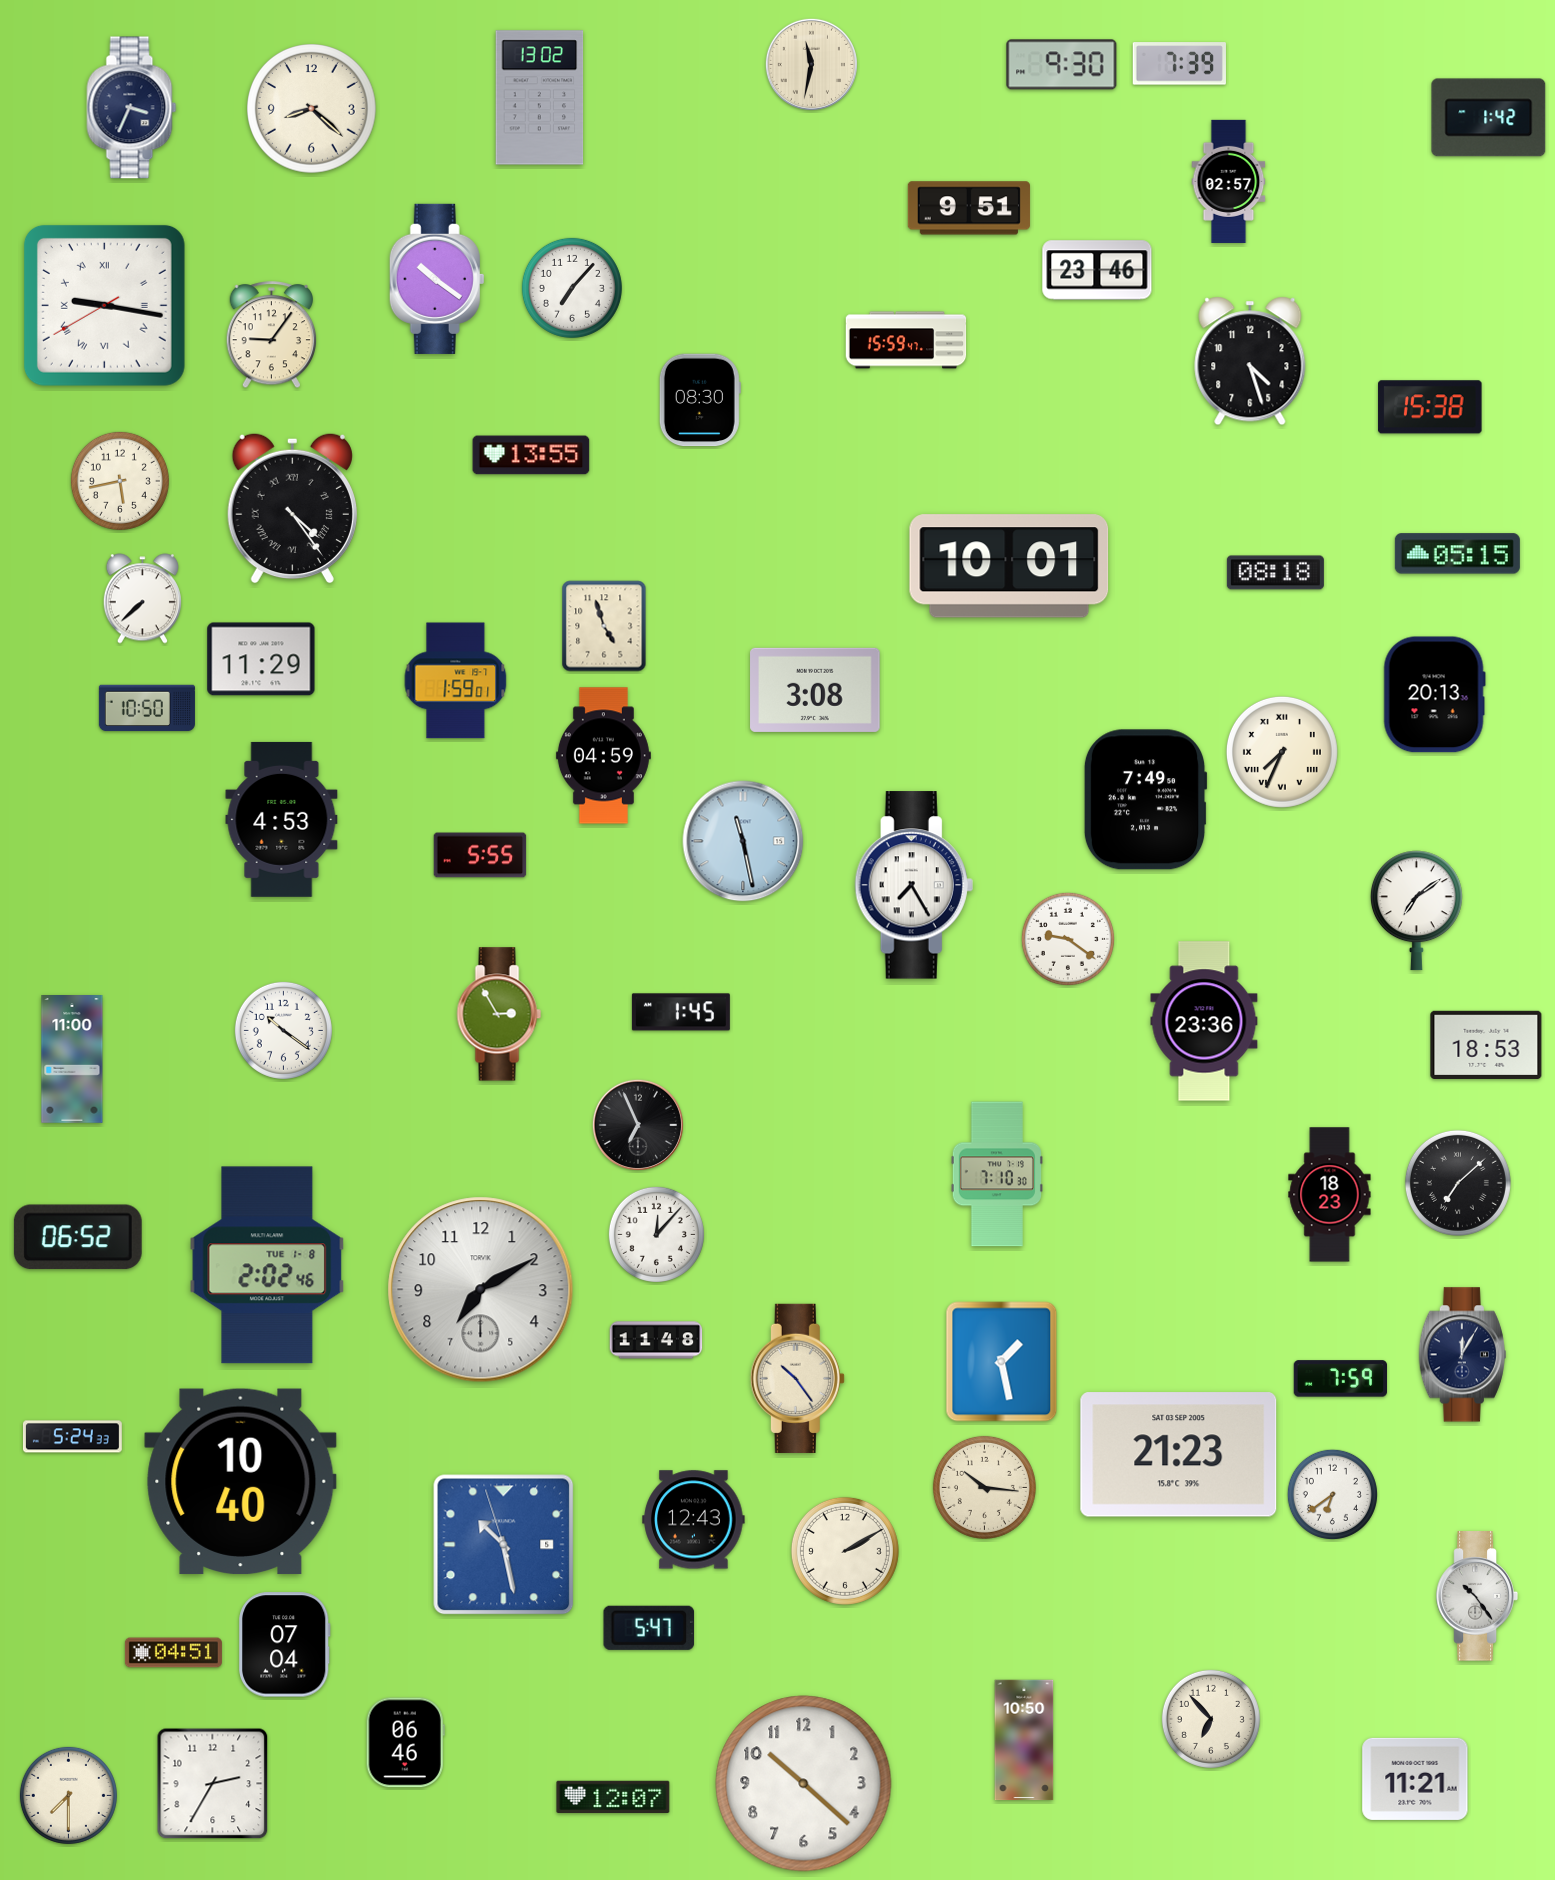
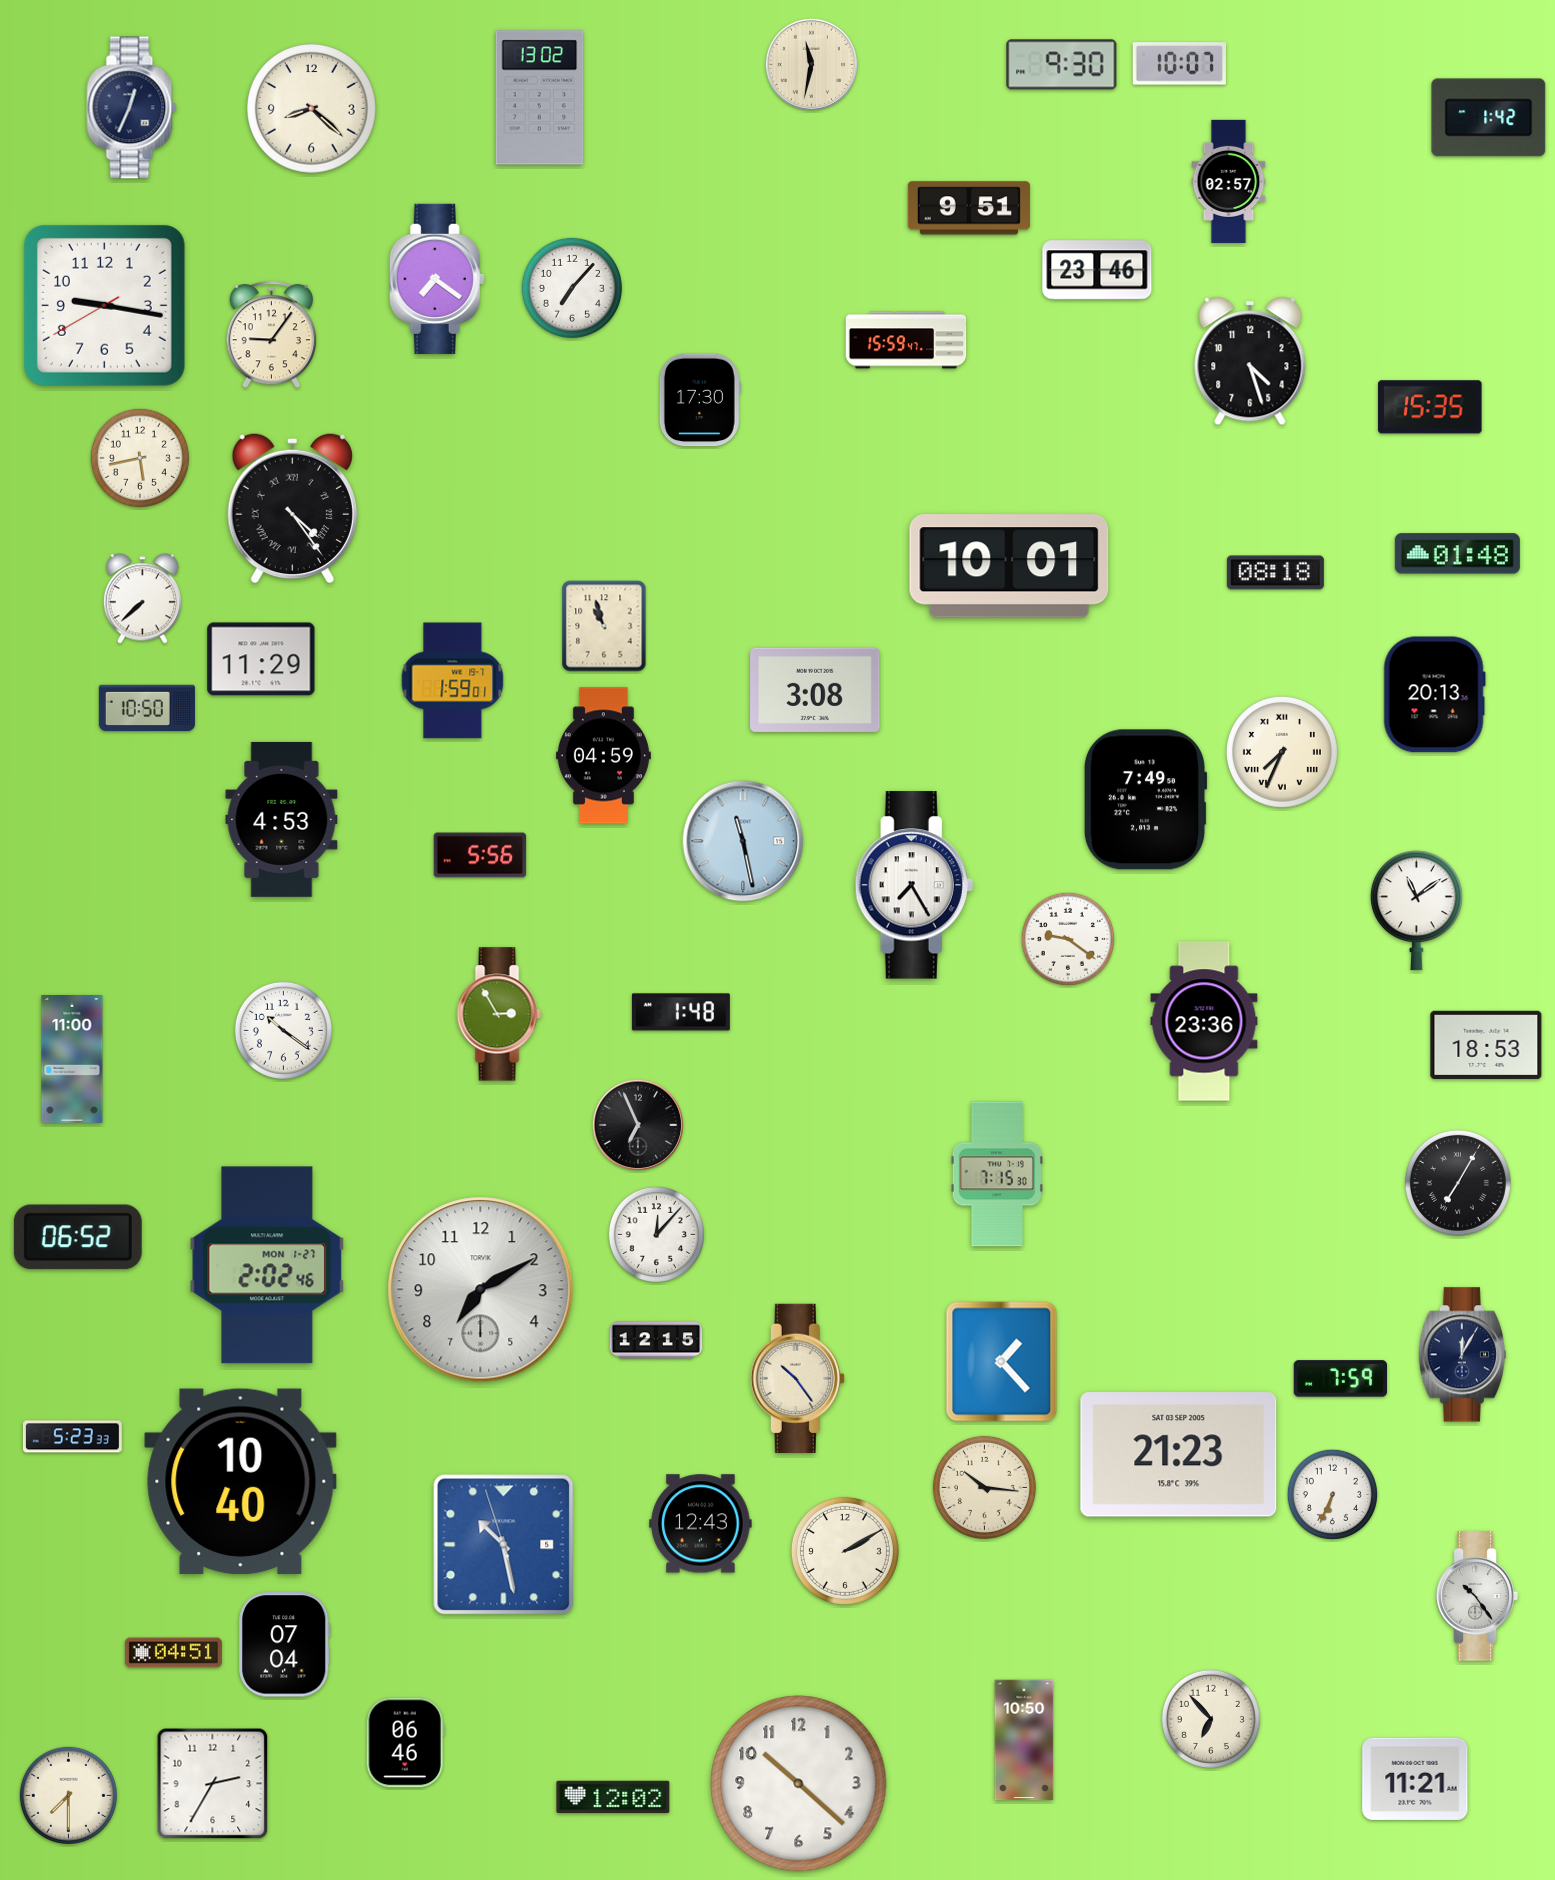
clock at (1179, 64): 7:39 -> 10:07
clock at (132, 108): 3:34 -> 12:34
clock at (437, 279): 10:21 -> 7:21
clock at (104, 305) numerals: Roman -> Arabic
clock at (700, 400): 08:30 -> 17:30
clock at (1430, 407): 15:38 -> 15:35
clock at (531, 455): 13:55 -> none
clock at (120, 481) position: (120, 481) -> (140, 458)
clock at (1457, 554): 05:15 -> 01:48
clock at (604, 626): 4:57 -> 10:57
clock at (456, 681) position: (456, 681) -> (453, 681)
clock at (480, 855): 5:55 -> 5:56
clock at (1416, 911): 7:09 -> 11:09
clock at (681, 1012): 1:45 -> 1:48
clock at (997, 1174): 7:10 -> 7:15
clock at (1458, 1183): 7:08 -> 7:05
clock at (1330, 1195): 18:23 -> none
clock at (267, 1265) date: TUE 1-8 -> MON 1-27
clock at (656, 1340): 11:48 -> 12:15
clock at (1002, 1362): 1:28 -> 1:23
clock at (72, 1437): 5:24 -> 5:23
clock at (1332, 1494): 6:39 -> 6:34
clock at (694, 1520) position: (694, 1520) -> (701, 1524)
clock at (649, 1628): 5:47 -> none
clock at (804, 1784) position: (804, 1784) -> (799, 1784)
clock at (613, 1796): 12:07 -> 12:02
